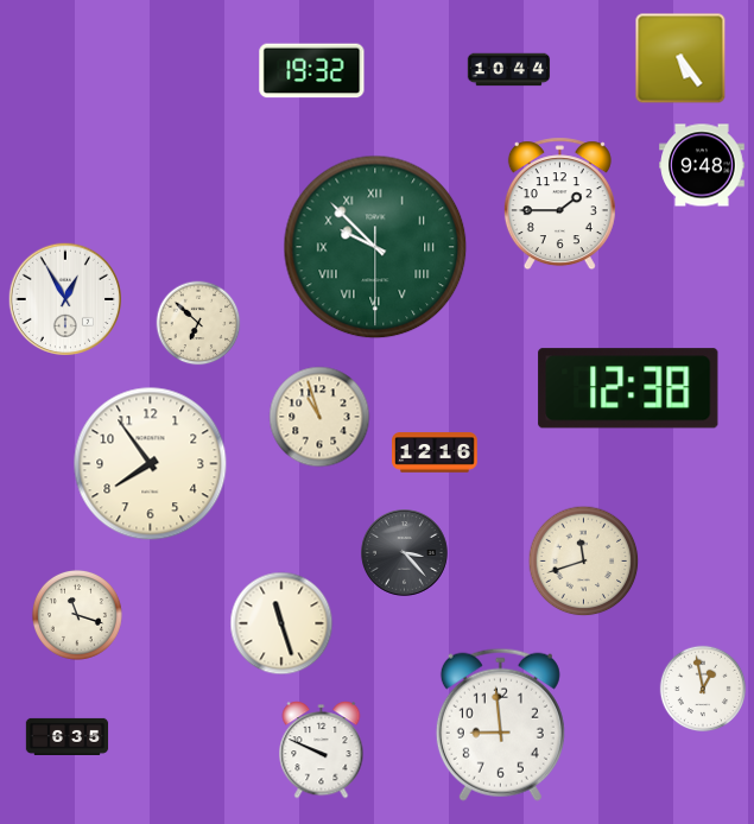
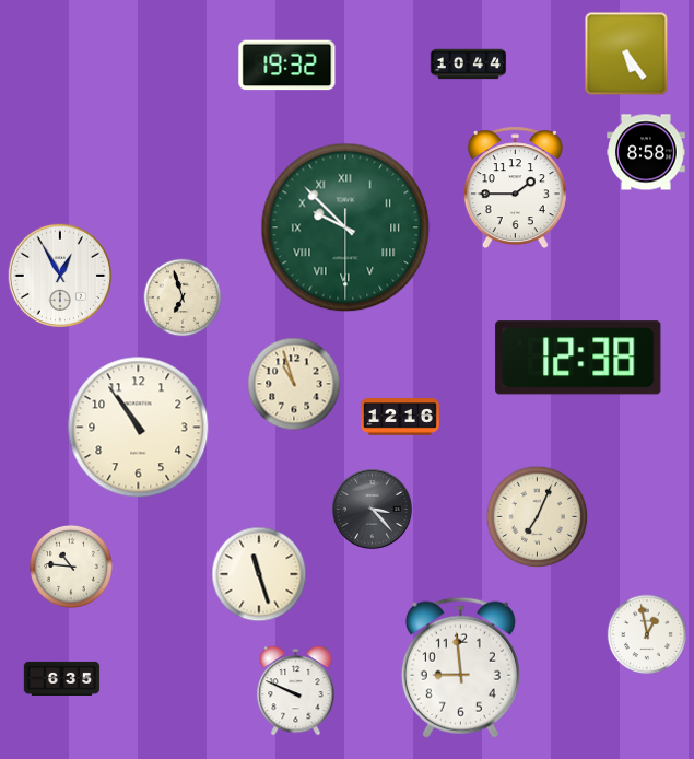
clock at (702, 165): 9:48 -> 8:58
clock at (198, 323): 6:52 -> 6:57
clock at (151, 464): 7:54 -> 10:54
clock at (584, 562): 11:42 -> 7:04
clock at (77, 615): 11:18 -> 10:46
